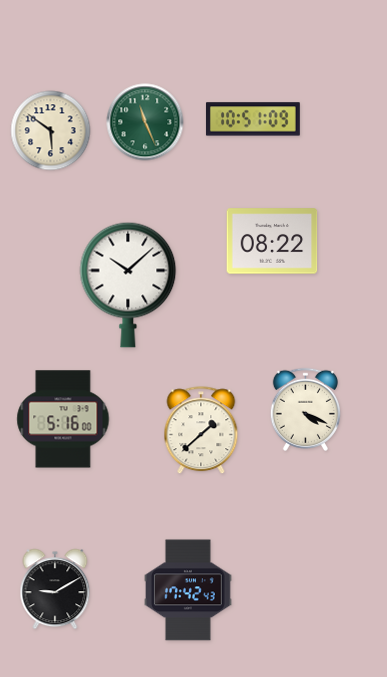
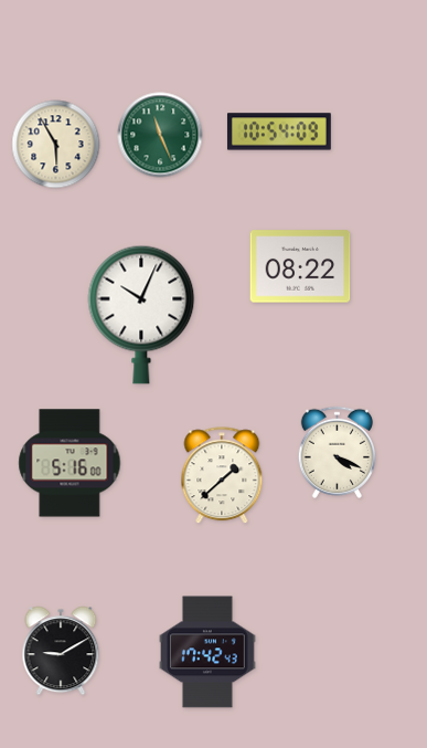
clock at (253, 119): 10:51 -> 10:54
clock at (51, 131): 5:51 -> 5:55
clock at (128, 285): 10:08 -> 10:04
